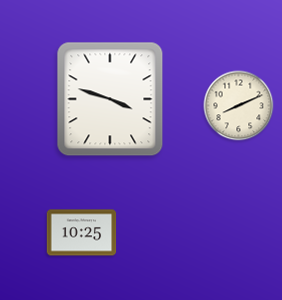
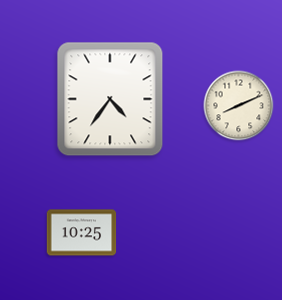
clock at (110, 99): 3:48 -> 4:36
